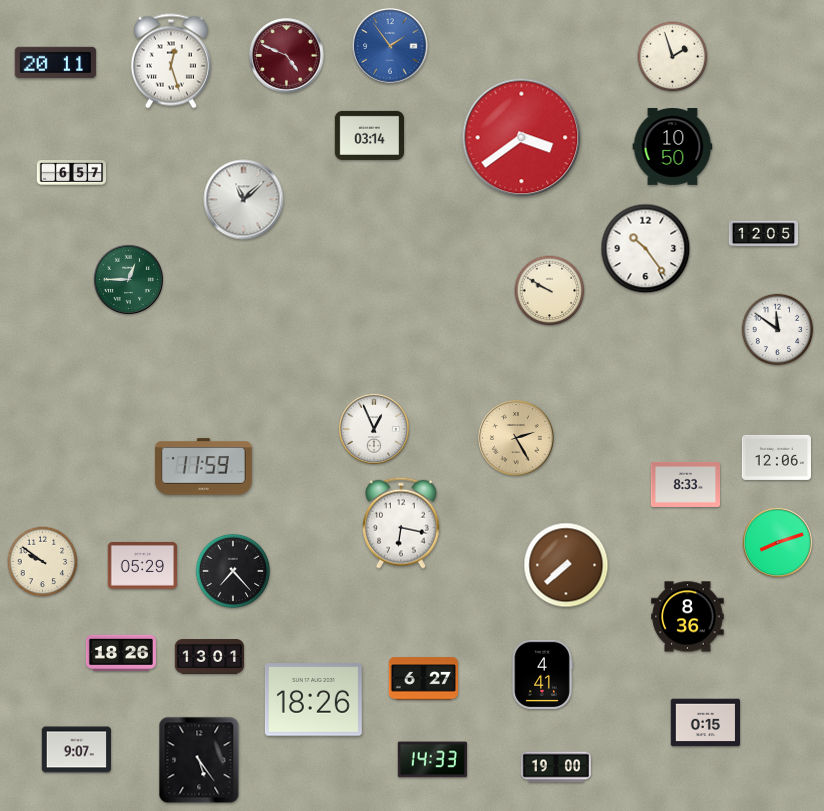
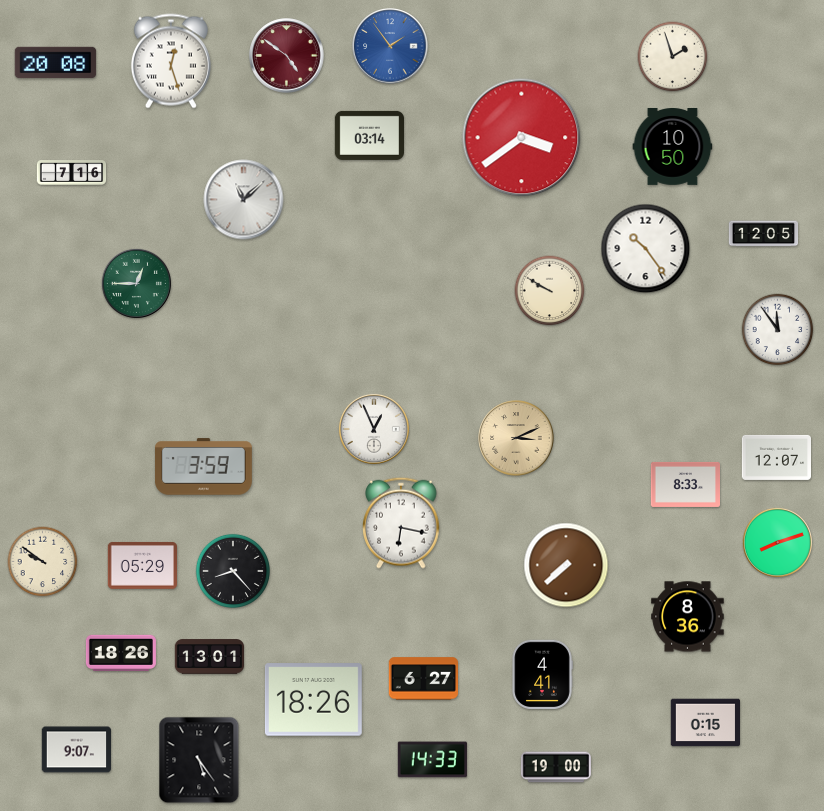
clock at (287, 56): 4:49 -> 4:51
clock at (56, 63): 20:11 -> 20:08
clock at (72, 173): 6:57 -> 7:16
clock at (128, 279) position: (128, 279) -> (136, 283)
clock at (778, 330): 11:51 -> 11:54
clock at (516, 438): 2:25 -> 3:11
clock at (776, 457): 12:06 -> 12:07
clock at (203, 467): 11:59 -> 3:59
clock at (233, 571): 7:23 -> 8:23
